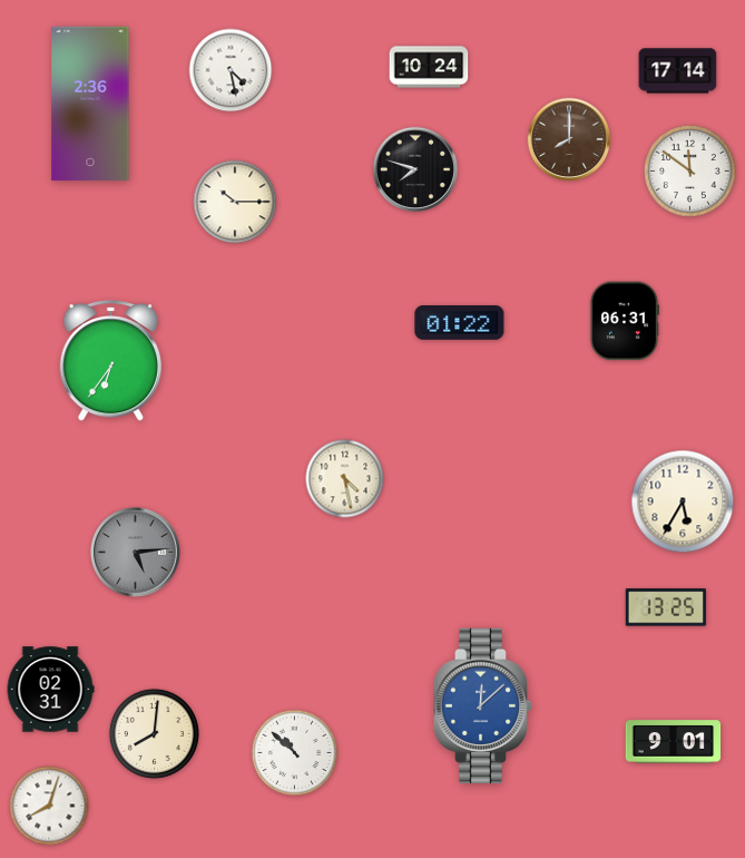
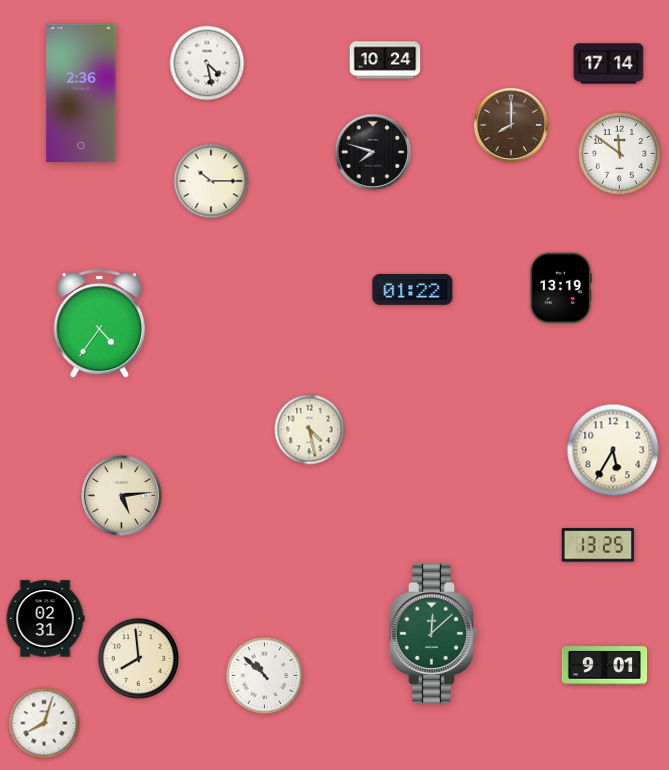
clock at (624, 321): 06:31 -> 13:19
clock at (110, 361): 6:36 -> 4:36
clock at (136, 553) dial: grey -> cream
clock at (483, 705) dial: blue -> green
clock at (154, 733): 8:01 -> 7:59
